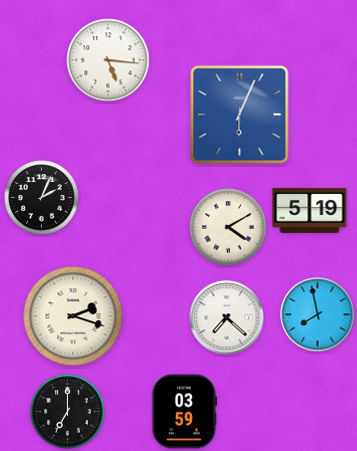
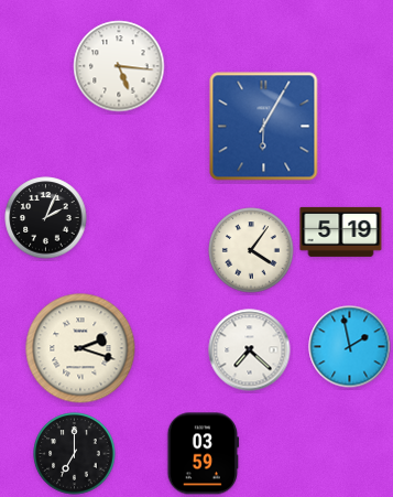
clock at (240, 115): 6:04 -> 6:05
clock at (228, 227): 4:10 -> 4:06
clock at (318, 315): 7:58 -> 1:58
